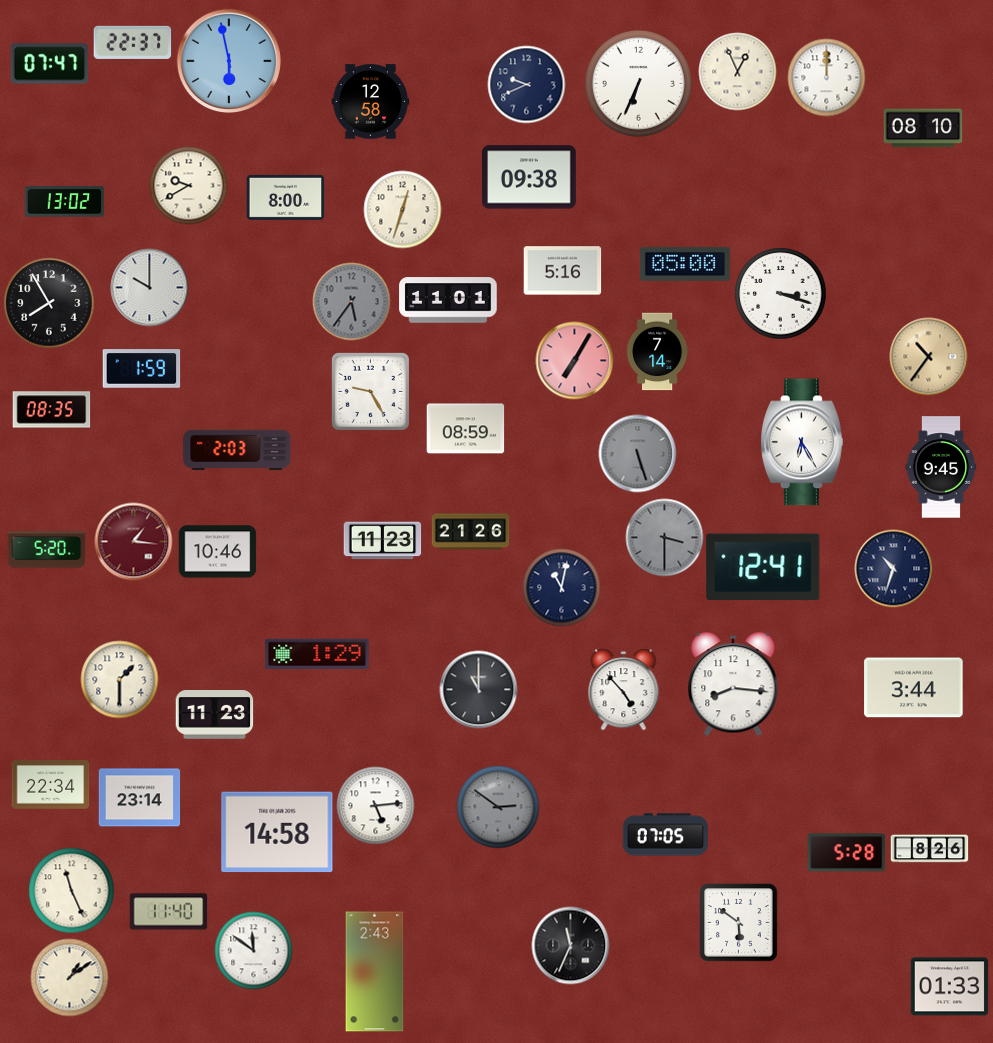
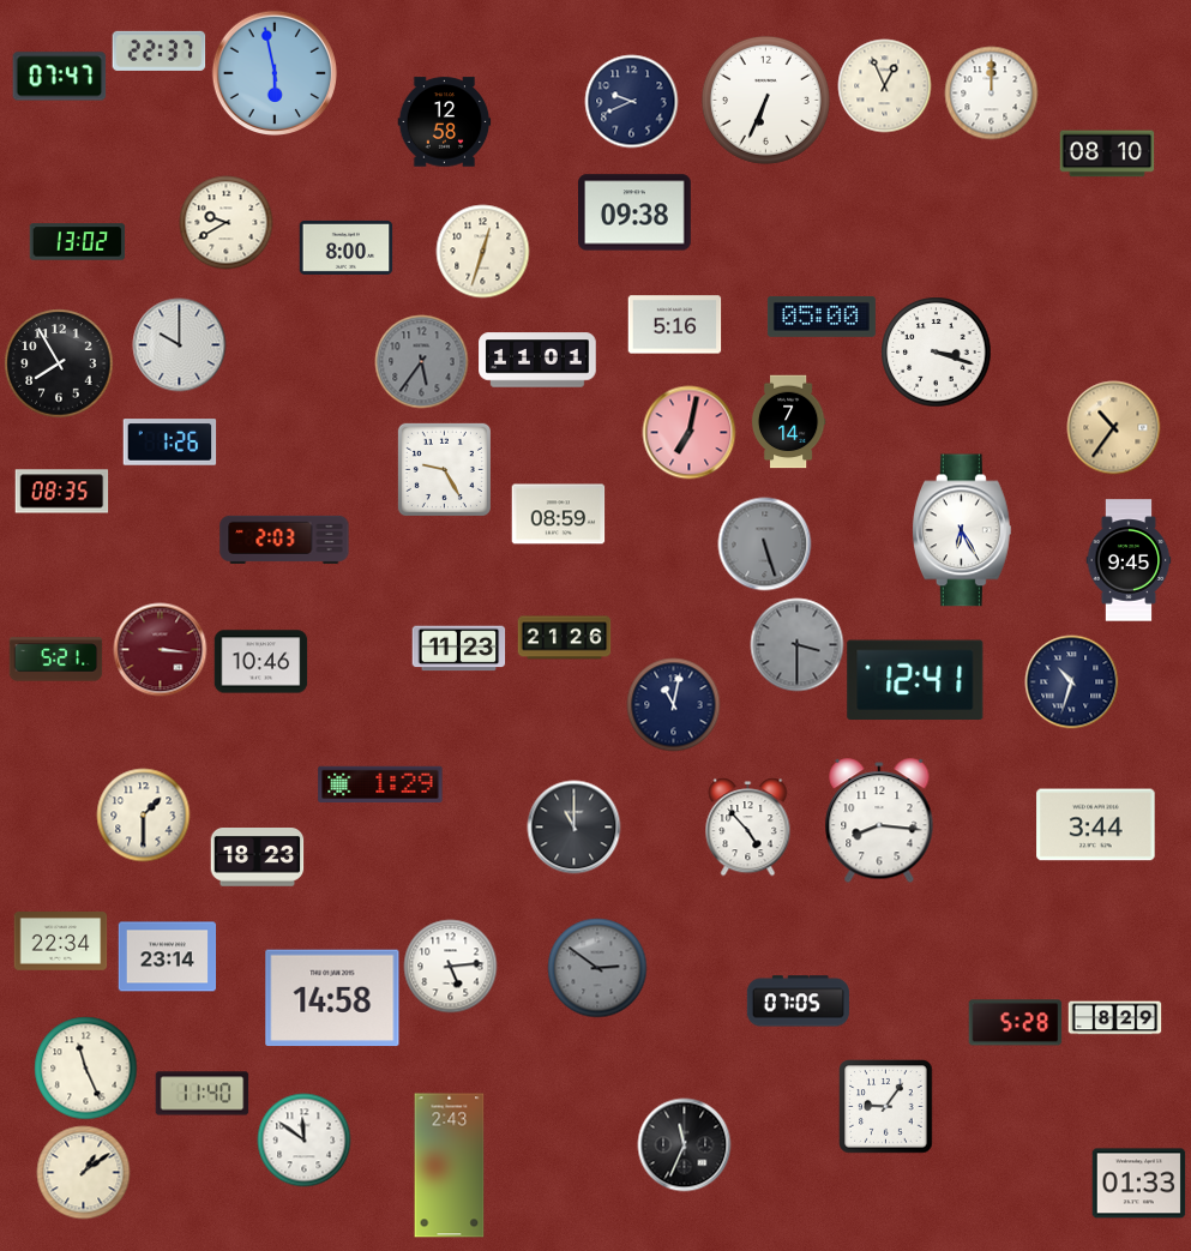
clock at (285, 197) position: (285, 197) -> (345, 247)
clock at (574, 360): 7:05 -> 7:02
clock at (141, 369): 1:59 -> 1:26
clock at (133, 541): 1:16 -> 3:16
clock at (46, 550): 5:20 -> 5:21
clock at (214, 715): 11:23 -> 18:23
clock at (929, 849): 8:26 -> 8:29
clock at (738, 922): 5:51 -> 9:06
clock at (570, 945) position: (570, 945) -> (684, 1144)
